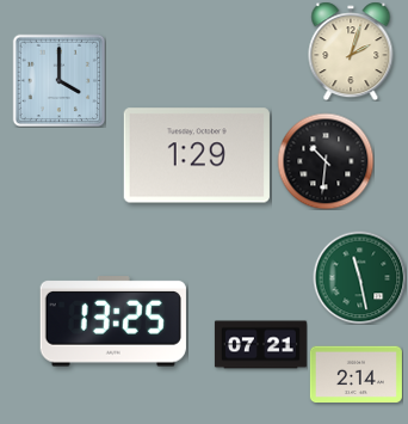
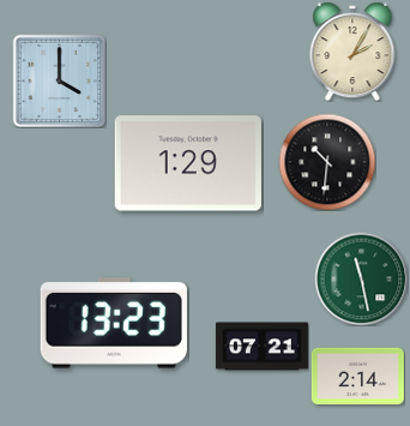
clock at (351, 51): 2:03 -> 2:05
clock at (197, 155) position: (197, 155) -> (188, 163)
clock at (113, 321): 13:25 -> 13:23
